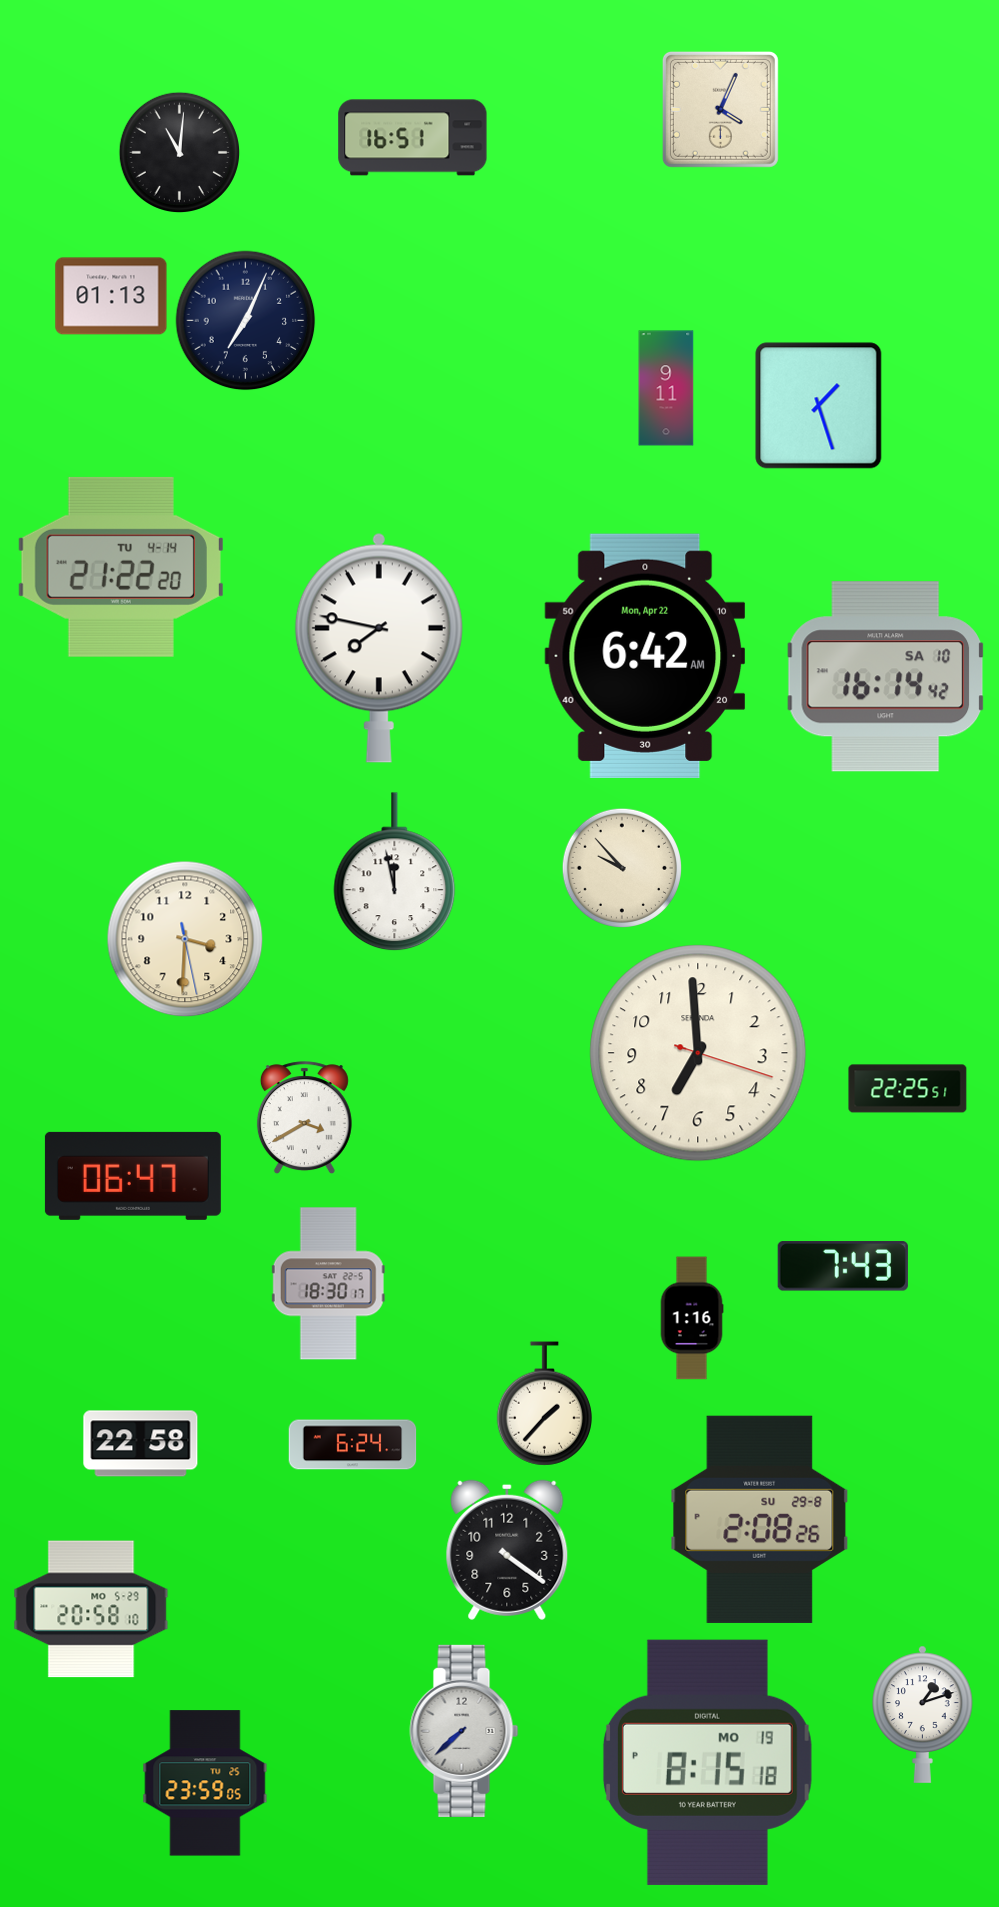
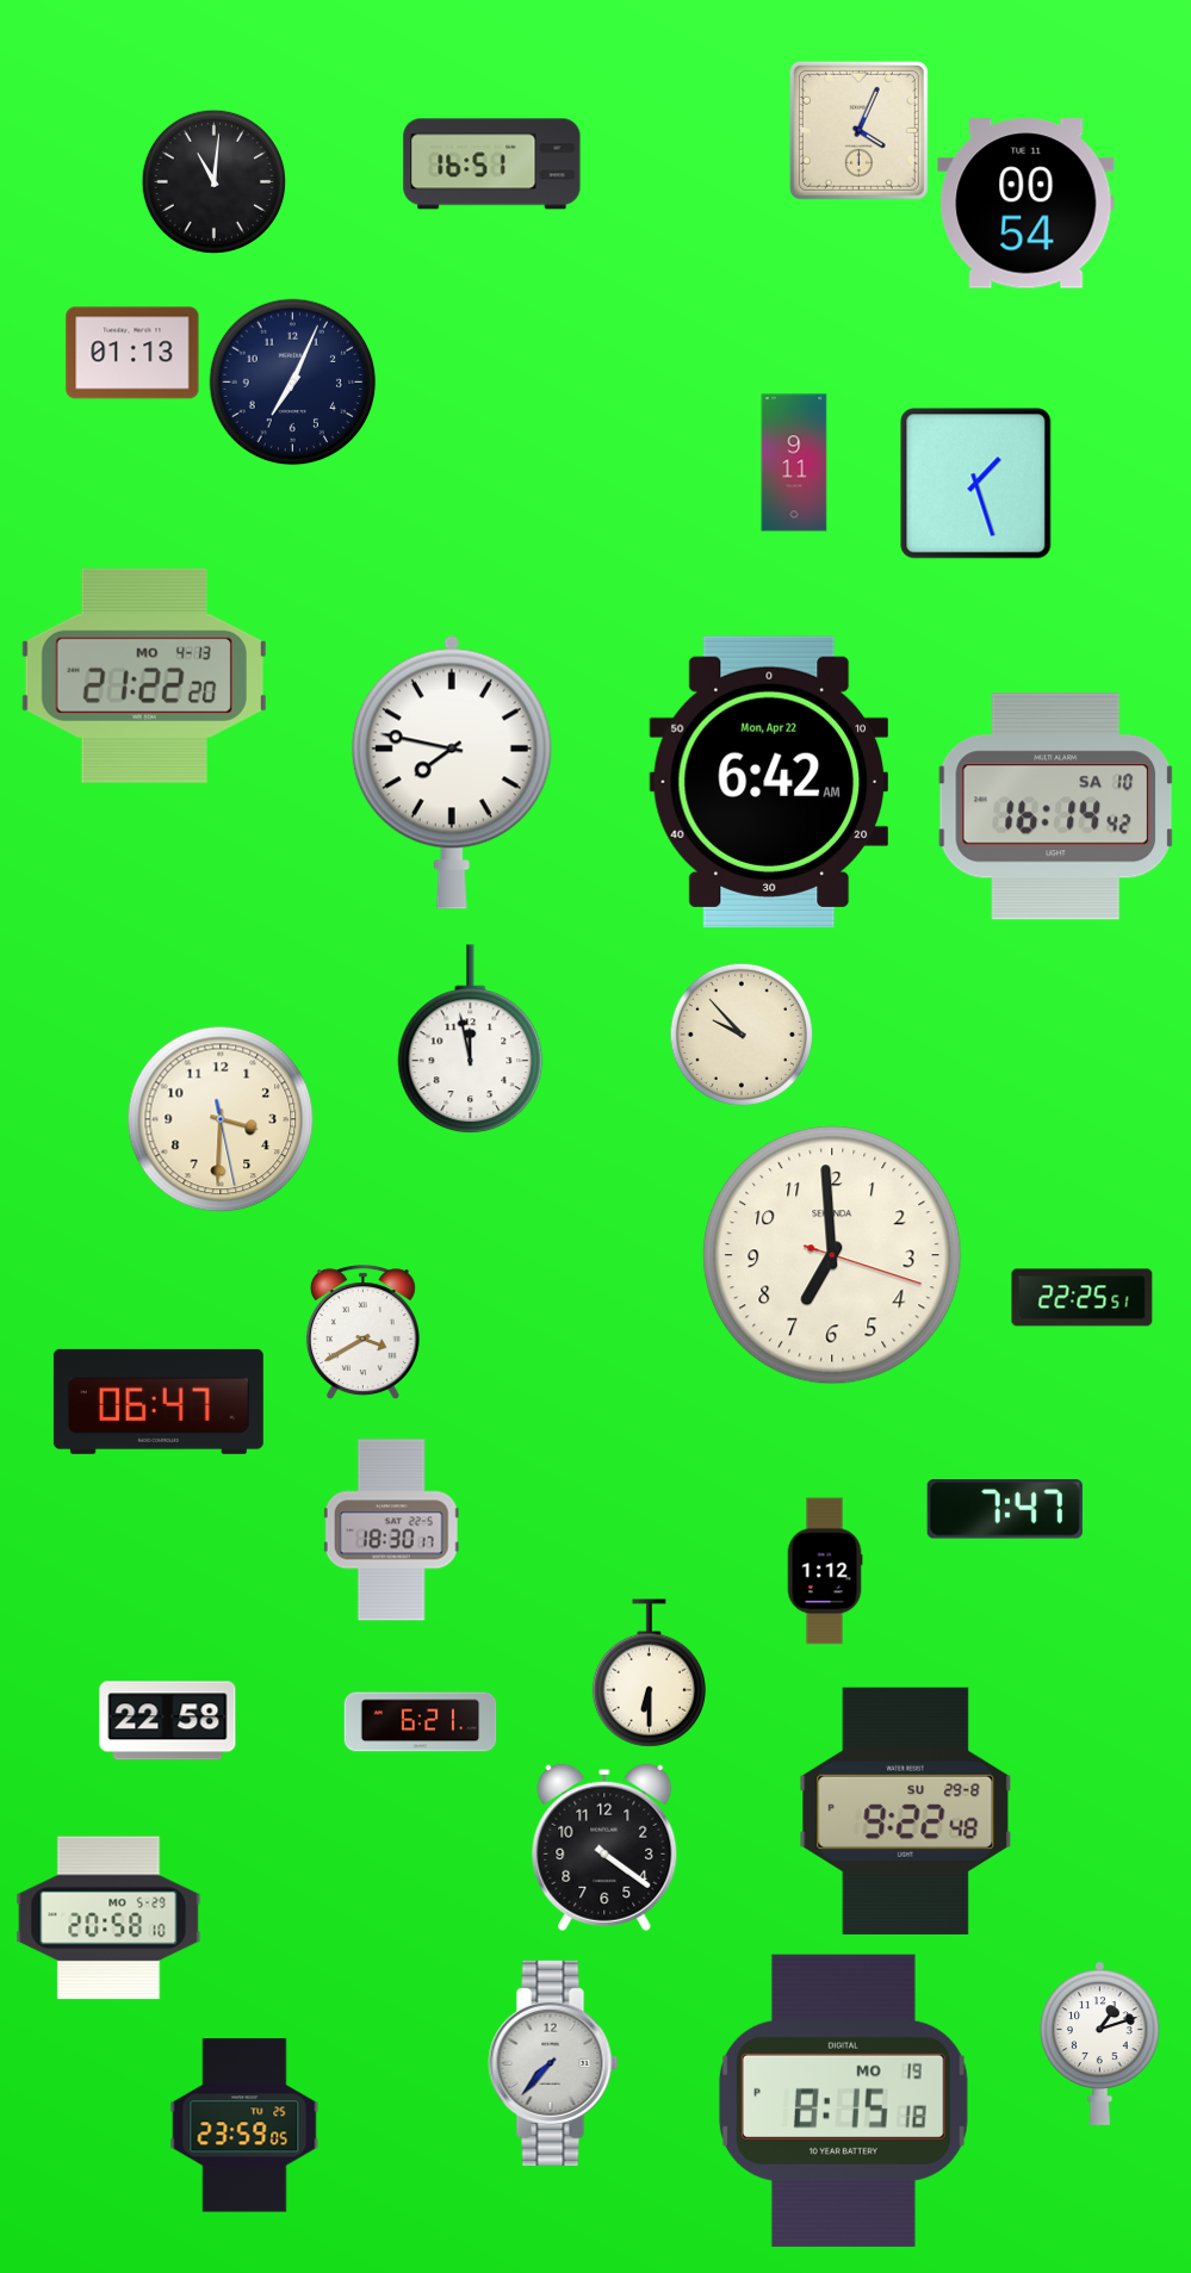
clock at (1026, 204): none -> 00:54
clock at (121, 567) date: TU 4-14 -> MO 4-13
clock at (843, 1266): 7:43 -> 7:47
clock at (692, 1318): 1:16 -> 1:12
clock at (544, 1404): 1:37 -> 6:30
clock at (353, 1445): 6:24 -> 6:21
clock at (760, 1519): 2:08 -> 9:22
clock at (464, 1731): 7:38 -> 7:37
